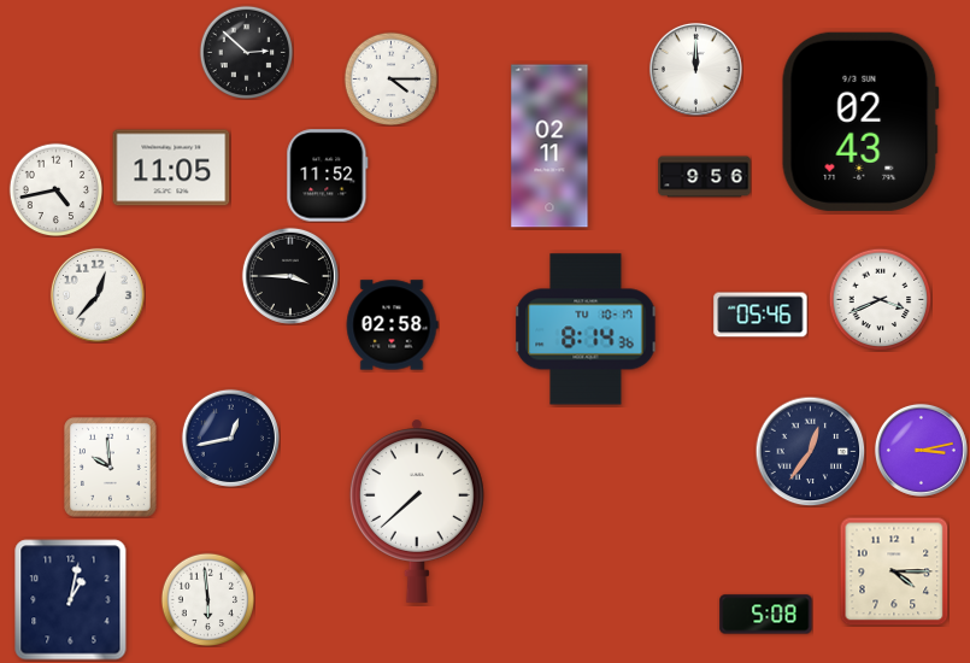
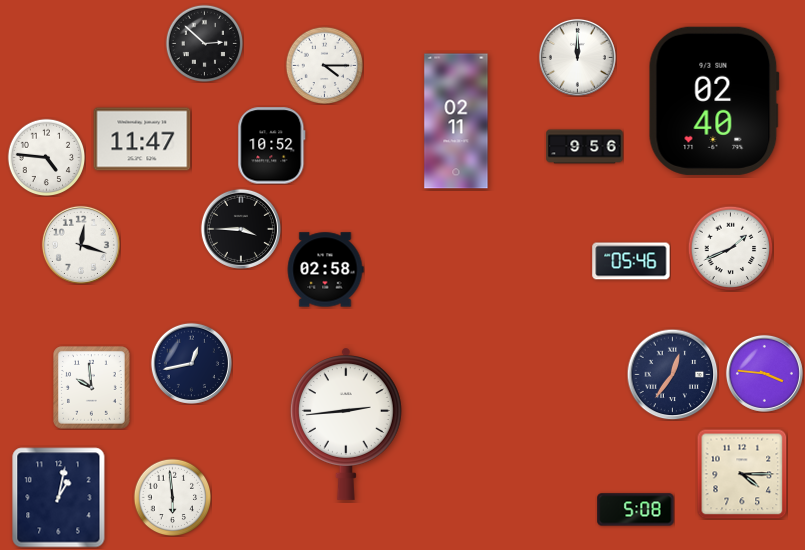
clock at (860, 122): 02:43 -> 02:40
clock at (171, 168): 11:05 -> 11:47
clock at (328, 176): 11:52 -> 10:52
clock at (55, 189): 4:43 -> 4:46
clock at (98, 295): 12:37 -> 12:18
clock at (880, 299): 3:41 -> 1:41
clock at (586, 329): 8:14 -> none
clock at (921, 450): 3:13 -> 3:46
clock at (417, 511): 7:38 -> 2:44
